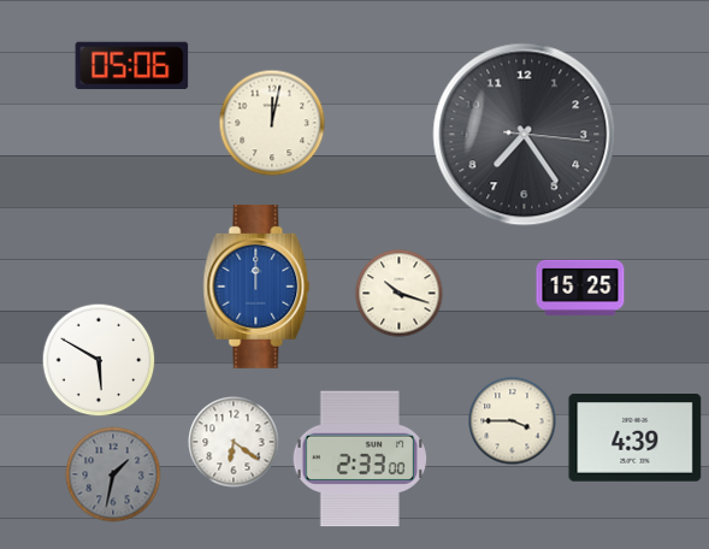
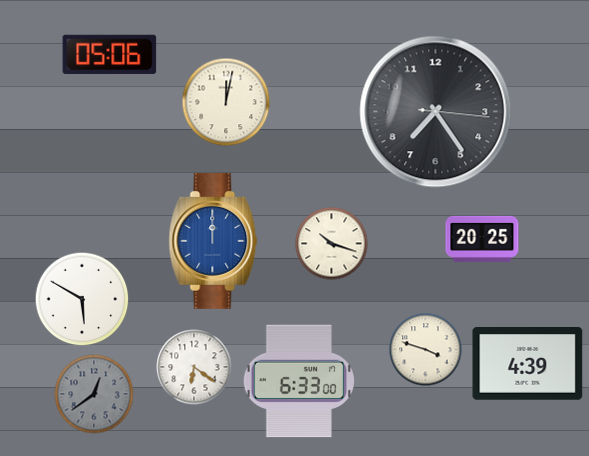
clock at (256, 287) position: (256, 287) -> (213, 241)
clock at (580, 288): 15:25 -> 20:25
clock at (513, 421): 3:45 -> 3:48
clock at (359, 459): 2:33 -> 6:33
clock at (113, 474): 1:32 -> 12:39
